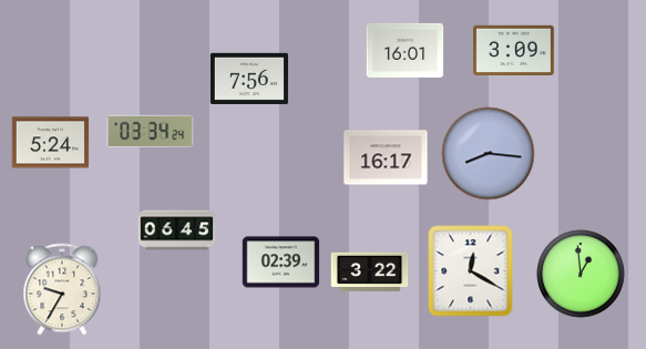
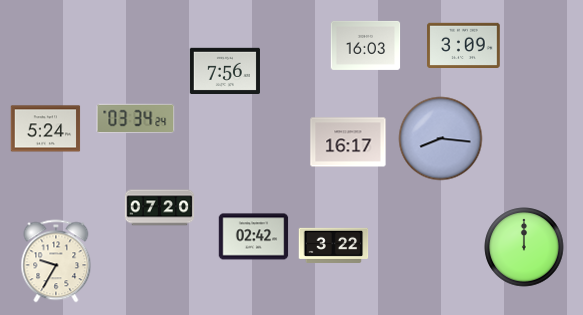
clock at (406, 50): 16:01 -> 16:03
clock at (177, 230): 06:45 -> 07:20
clock at (281, 263): 02:39 -> 02:42
clock at (471, 271): 12:20 -> none
clock at (581, 274): 12:59 -> 12:00
